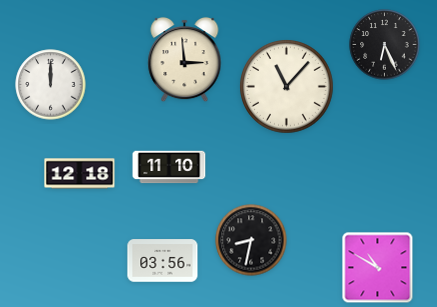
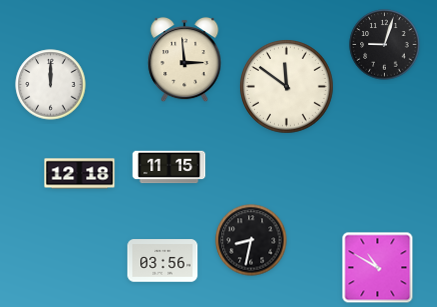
clock at (385, 45): 6:26 -> 9:03
clock at (287, 87): 11:07 -> 11:51
clock at (169, 167): 11:10 -> 11:15
